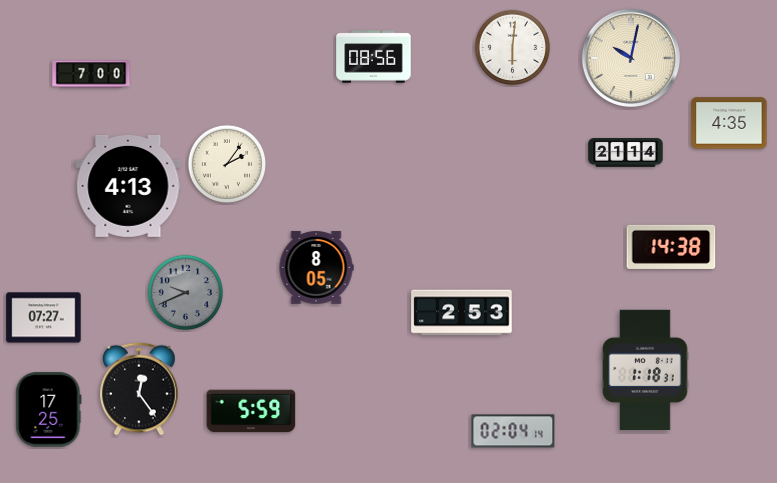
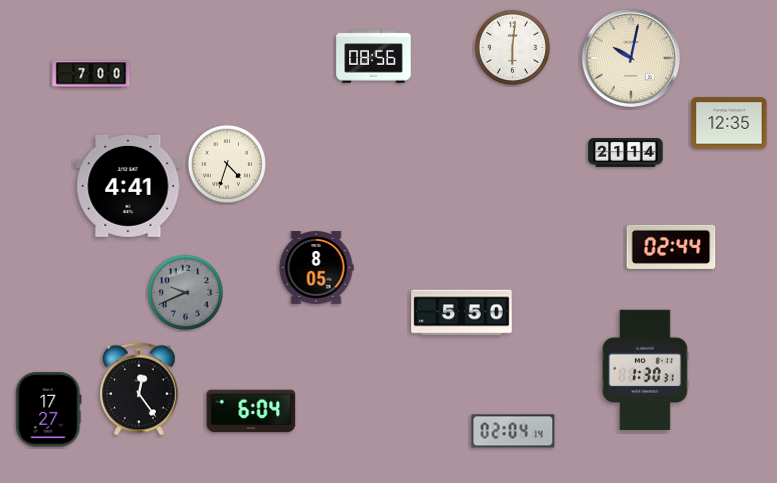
clock at (729, 123): 4:35 -> 12:35
clock at (226, 163): 2:06 -> 4:33
clock at (128, 186): 4:13 -> 4:41
clock at (671, 247): 14:38 -> 02:44
clock at (462, 313): 2:53 -> 5:50
clock at (44, 318): 07:27 -> none
clock at (645, 370): 1:18 -> 1:30
clock at (49, 410): 17:25 -> 17:27
clock at (251, 411): 5:59 -> 6:04
